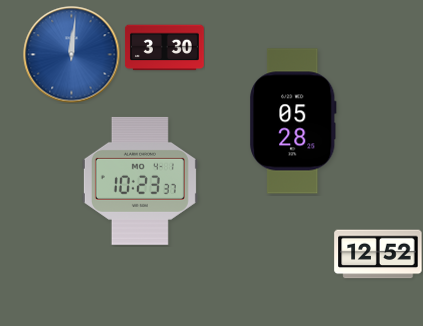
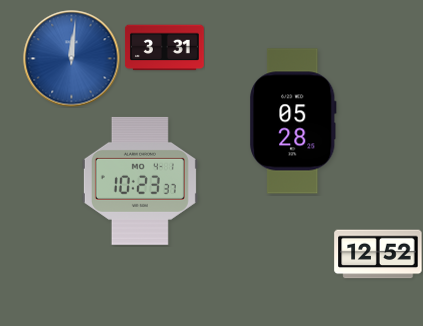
clock at (164, 48): 3:30 -> 3:31
clock at (72, 55) position: (72, 55) -> (72, 59)
